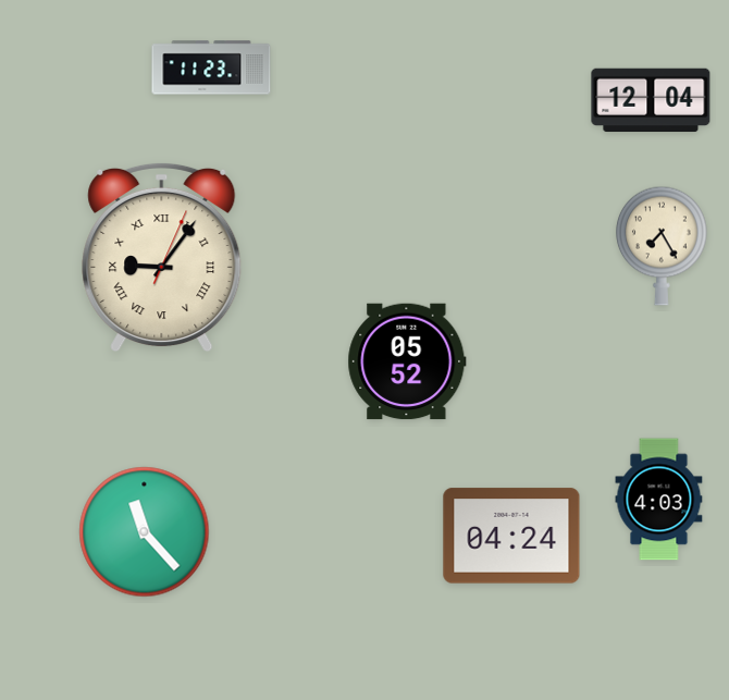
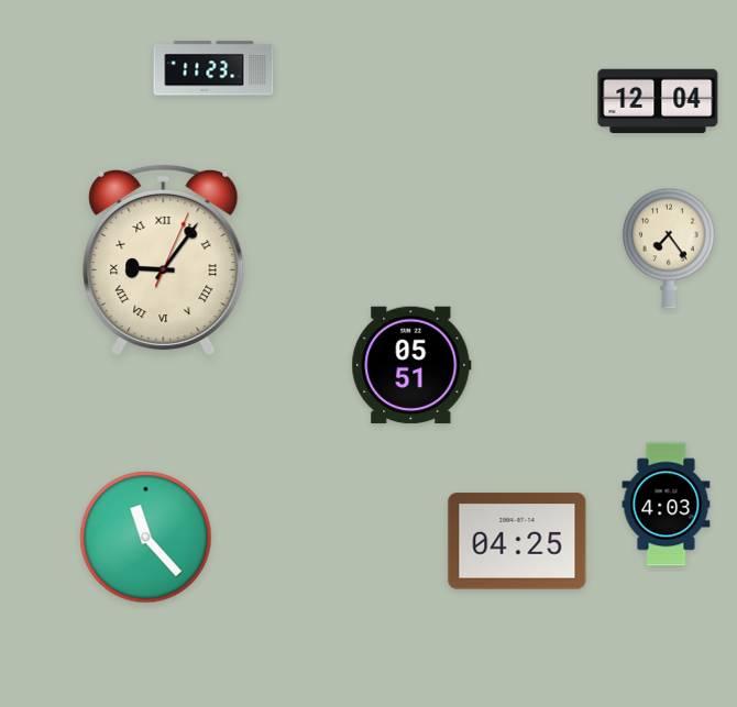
clock at (663, 246): 7:25 -> 7:24
clock at (407, 361): 05:52 -> 05:51
clock at (511, 536): 04:24 -> 04:25
